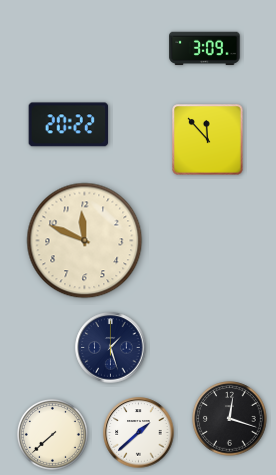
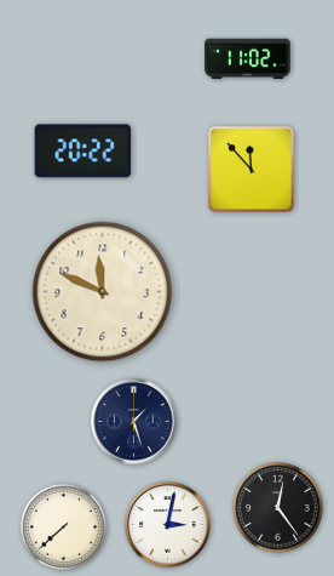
clock at (205, 49): 3:09 -> 11:02
clock at (230, 419): 12:18 -> 12:24
clock at (139, 433): 1:38 -> 3:02
